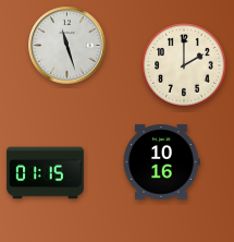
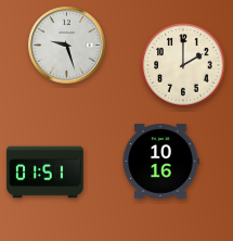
clock at (67, 46): 11:27 -> 9:27
clock at (46, 173): 01:15 -> 01:51
